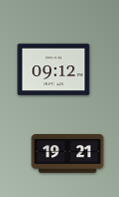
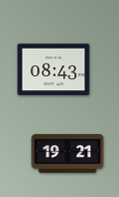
clock at (54, 70): 09:12 -> 08:43
